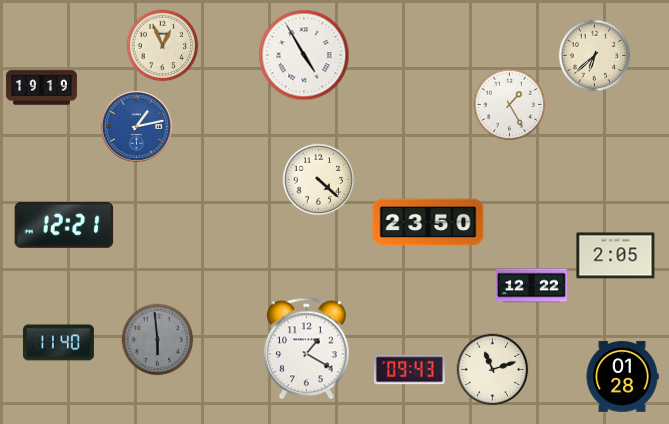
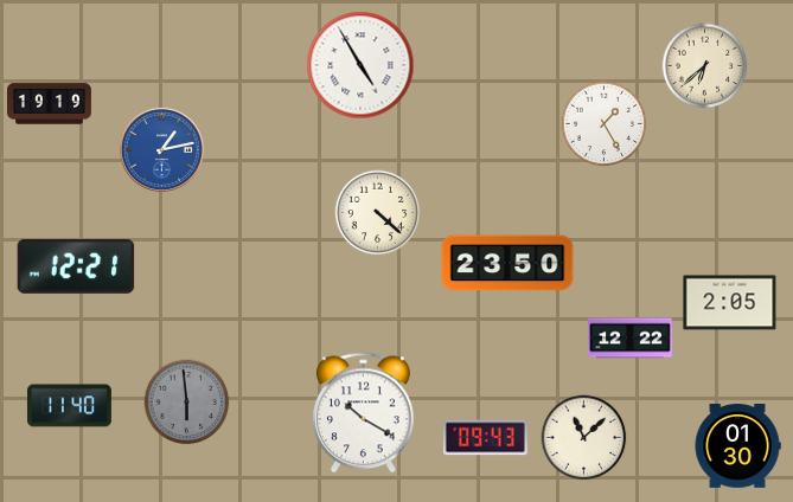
clock at (163, 46): 12:56 -> none
clock at (306, 349): 1:20 -> 10:20
clock at (493, 370): 11:12 -> 11:08
clock at (622, 377): 01:28 -> 01:30
